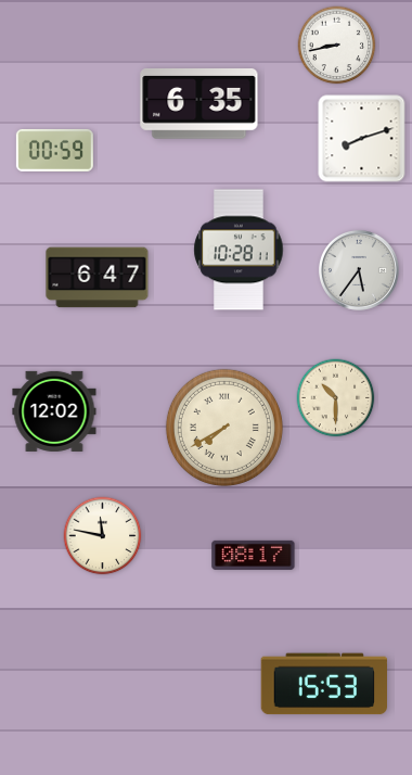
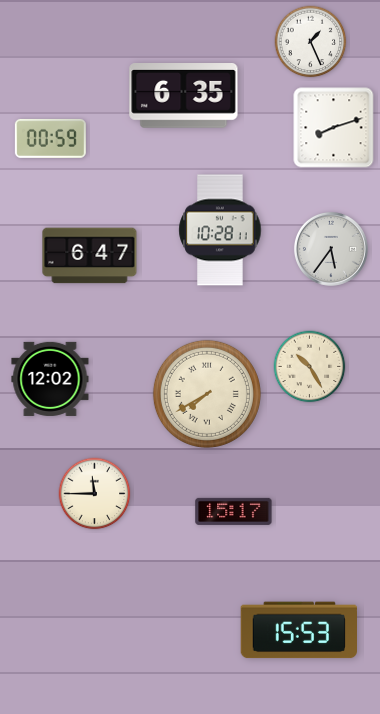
clock at (337, 46): 8:43 -> 1:26
clock at (336, 398): 10:30 -> 10:25
clock at (103, 536): 11:47 -> 11:45
clock at (254, 555): 08:17 -> 15:17
